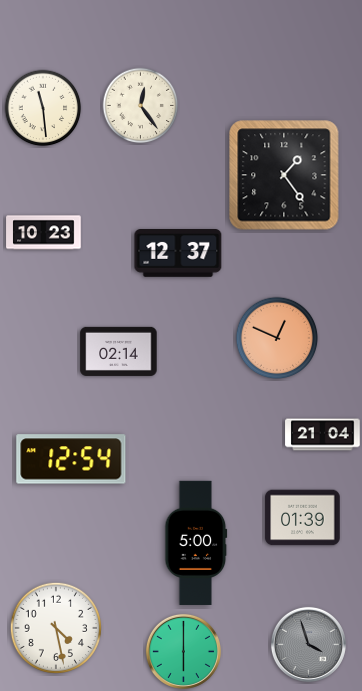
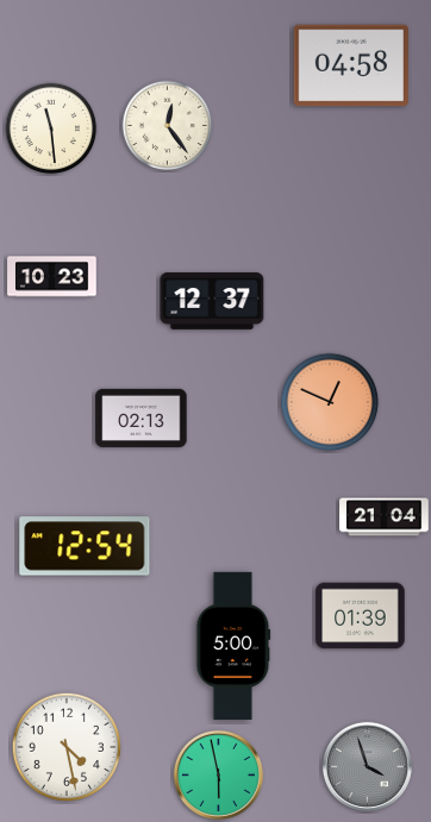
clock at (351, 65): none -> 04:58
clock at (284, 175): 1:24 -> none
clock at (119, 351): 02:14 -> 02:13
clock at (183, 651): 6:00 -> 5:58
